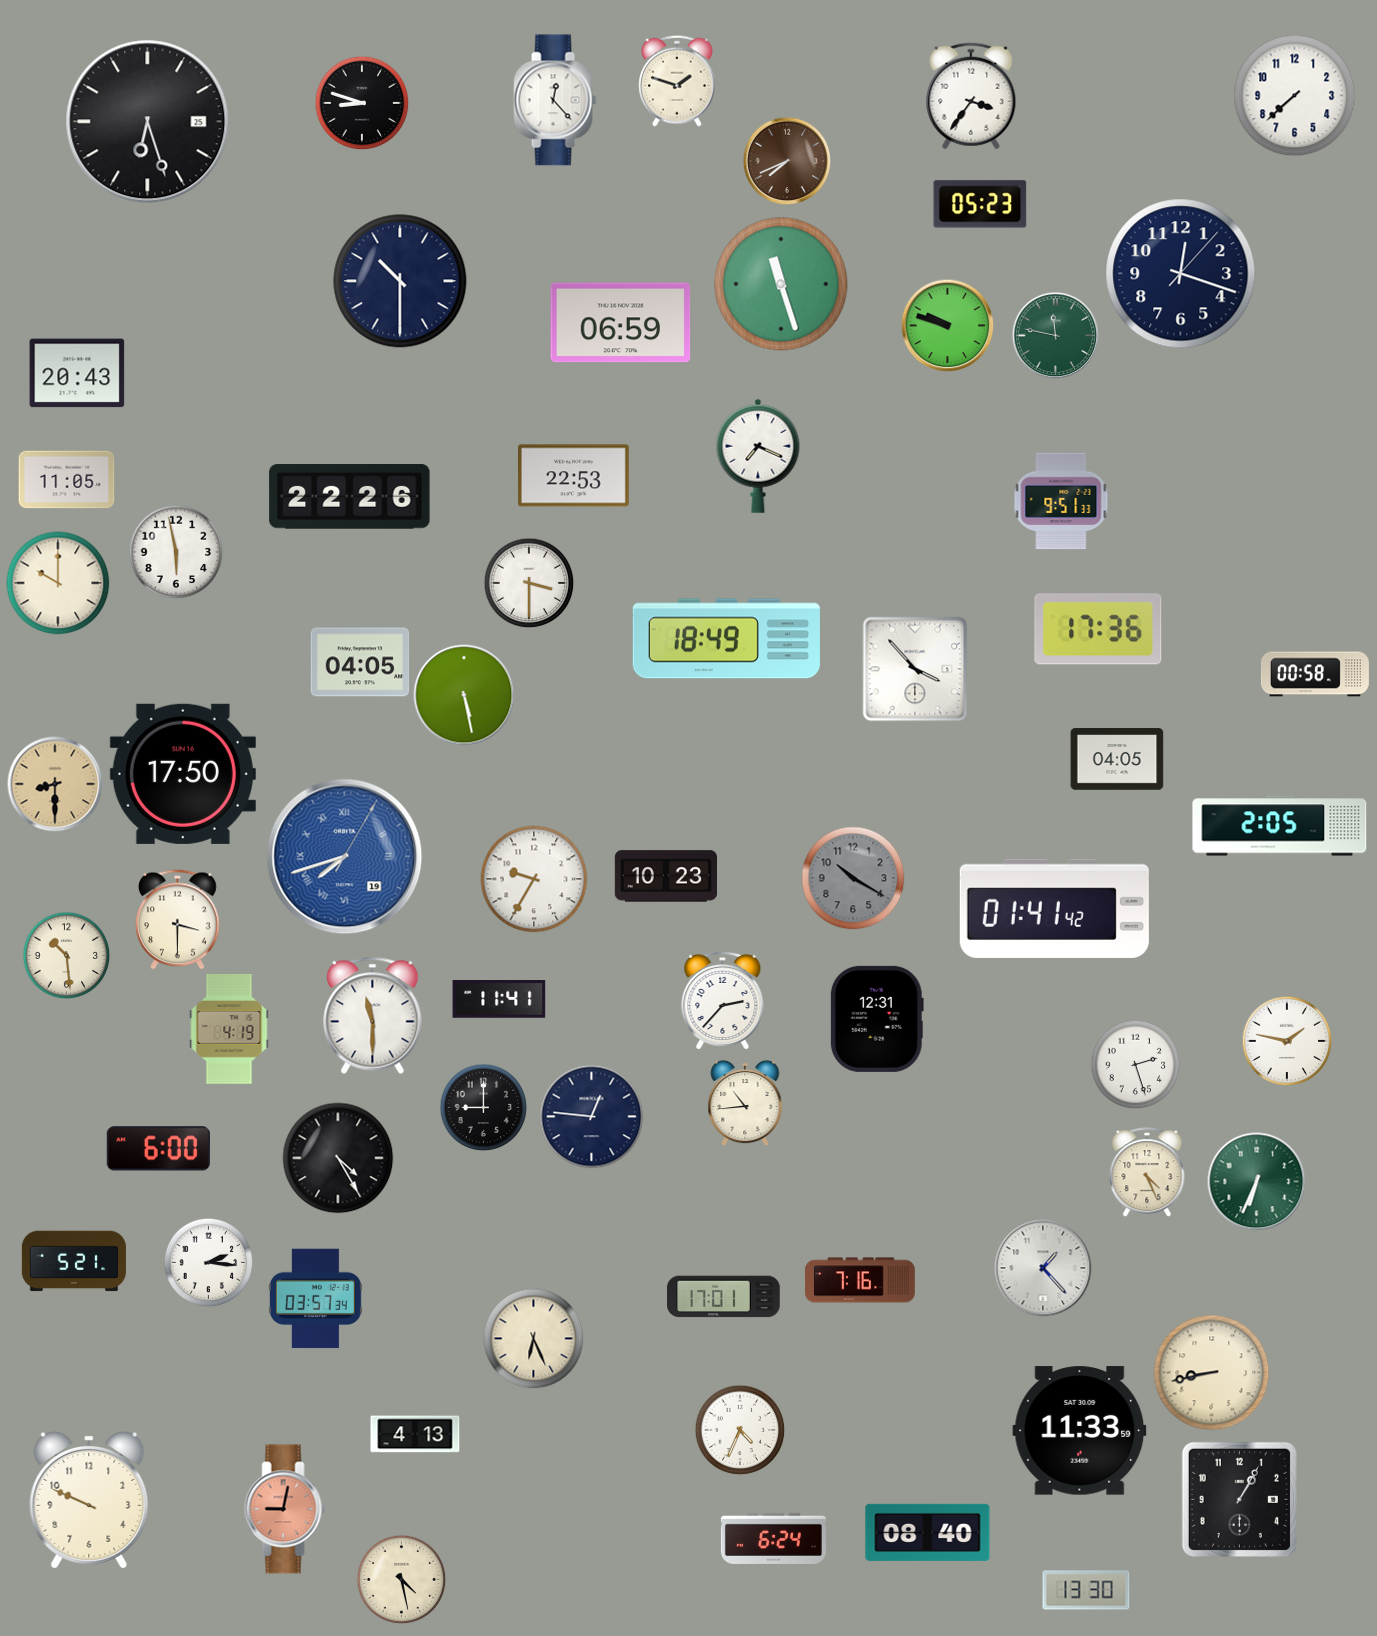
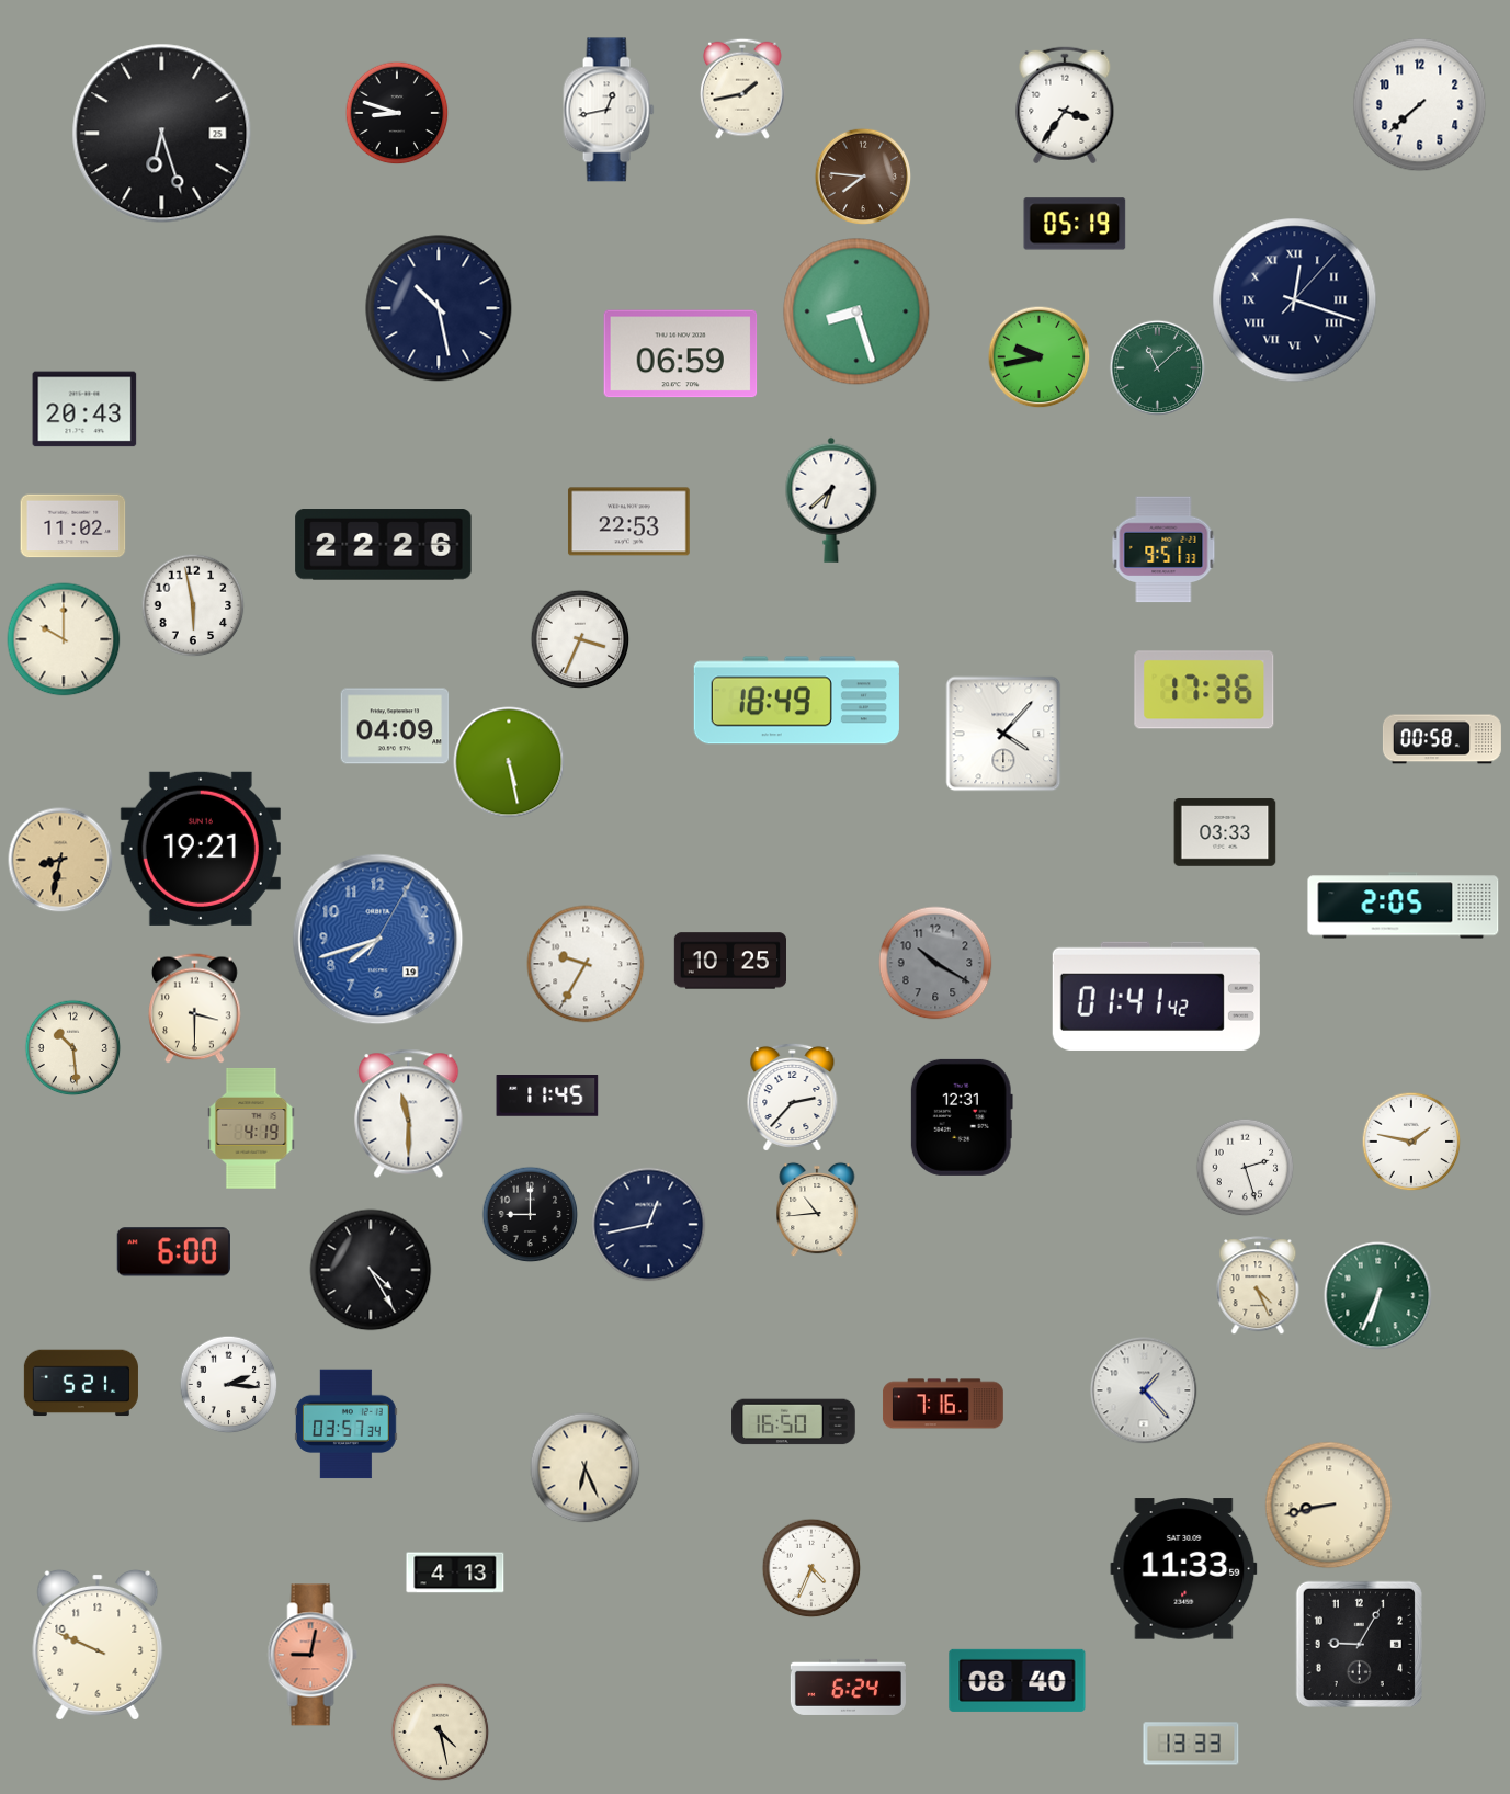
clock at (677, 81): 1:48 -> 1:43
clock at (555, 100): 12:23 -> 12:43
clock at (787, 161): 7:41 -> 7:46
clock at (980, 204): 05:23 -> 05:19
clock at (1181, 274) numerals: Arabic -> Roman
clock at (400, 281): 10:30 -> 10:28
clock at (781, 284): 11:27 -> 8:27
clock at (947, 325): 9:48 -> 9:43
clock at (1055, 335): 11:47 -> 11:08
clock at (758, 456): 7:19 -> 6:38
clock at (67, 480): 11:05 -> 11:02
clock at (529, 583): 3:30 -> 3:34
clock at (360, 662): 04:05 -> 04:09
clock at (915, 669): 3:53 -> 4:07
clock at (1117, 759): 04:05 -> 03:33
clock at (183, 774): 17:50 -> 19:21
clock at (55, 784): 8:30 -> 8:32
clock at (345, 857) numerals: Roman -> Arabic
clock at (665, 876): 10:23 -> 10:25
clock at (499, 999): 11:41 -> 11:45
clock at (592, 1117): 12:46 -> 12:43
clock at (158, 1149) position: (158, 1149) -> (173, 1252)
clock at (724, 1297): 17:01 -> 16:50
clock at (1239, 1499): 1:05 -> 9:05
clock at (1086, 1590): 13:30 -> 13:33
